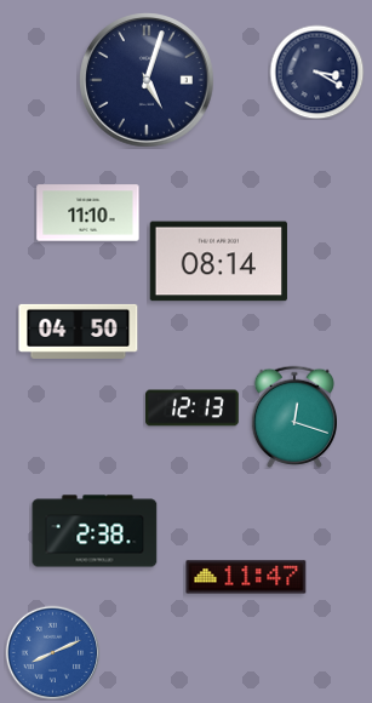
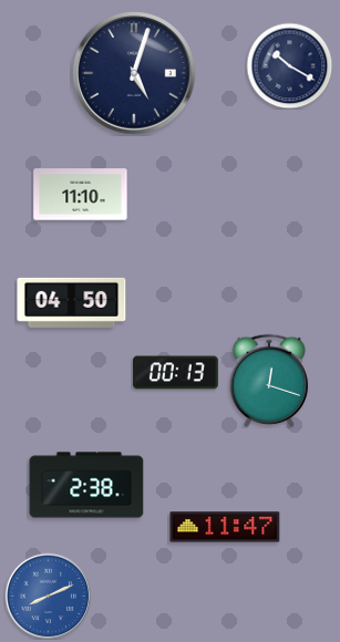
clock at (316, 72): 3:20 -> 10:20
clock at (218, 262): 08:14 -> none
clock at (193, 408): 12:13 -> 00:13
